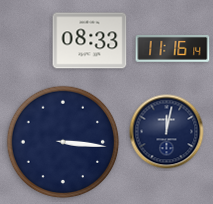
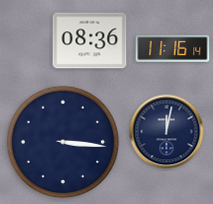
clock at (90, 41): 08:33 -> 08:36
